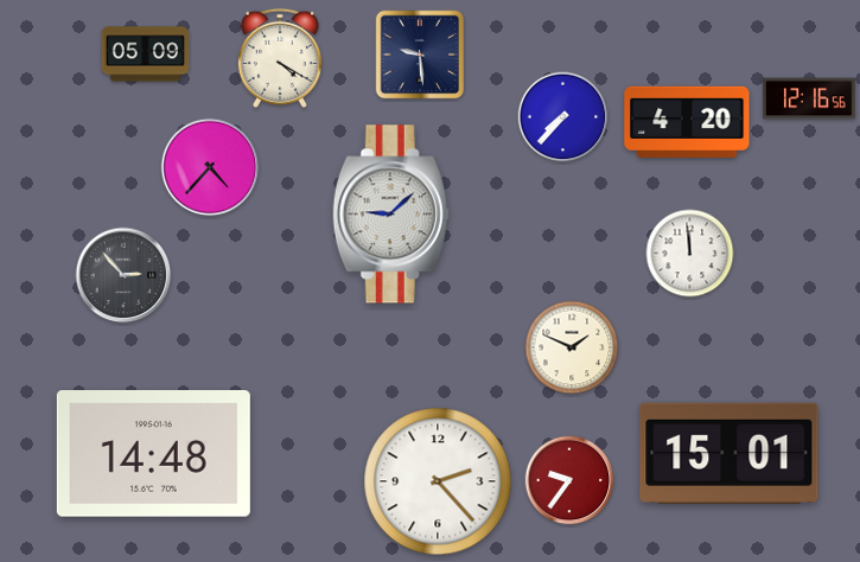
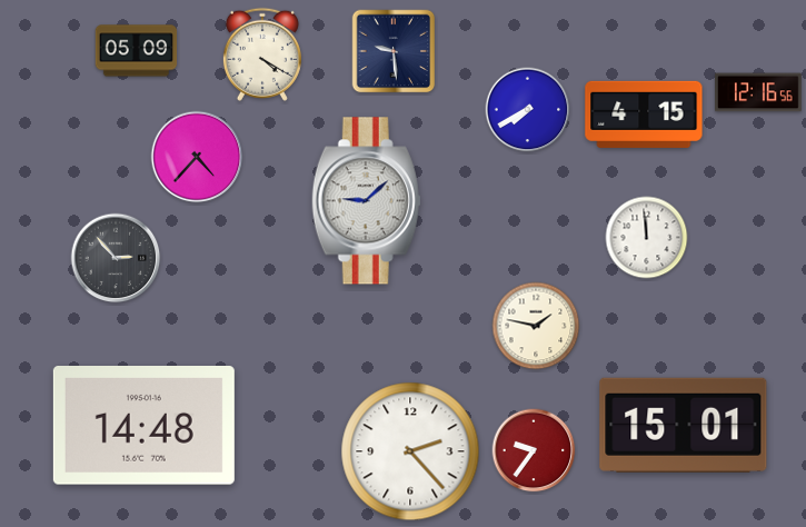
clock at (563, 117): 7:37 -> 7:40
clock at (687, 122): 4:20 -> 4:15
clock at (572, 347): 1:49 -> 1:47
